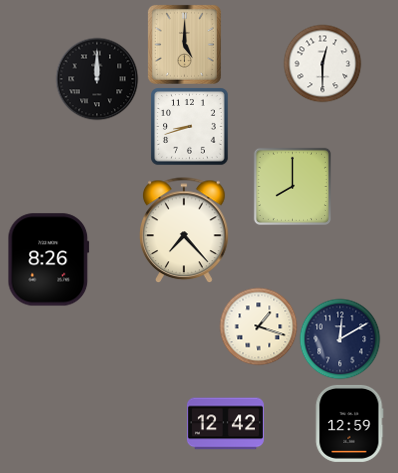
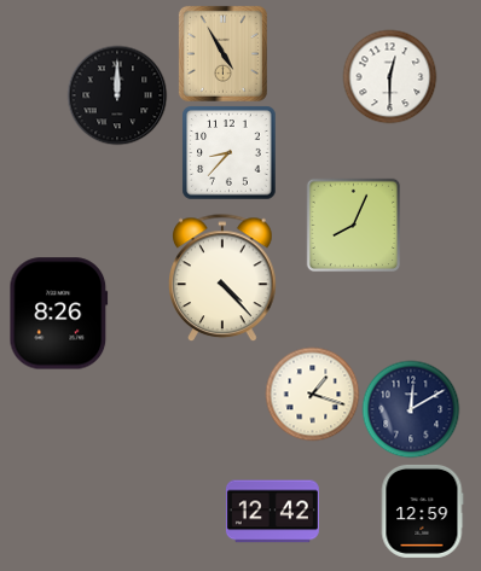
clock at (184, 44): 5:00 -> 4:55
clock at (189, 126): 8:42 -> 8:37
clock at (292, 186): 8:00 -> 8:04
clock at (184, 230): 7:23 -> 4:23
